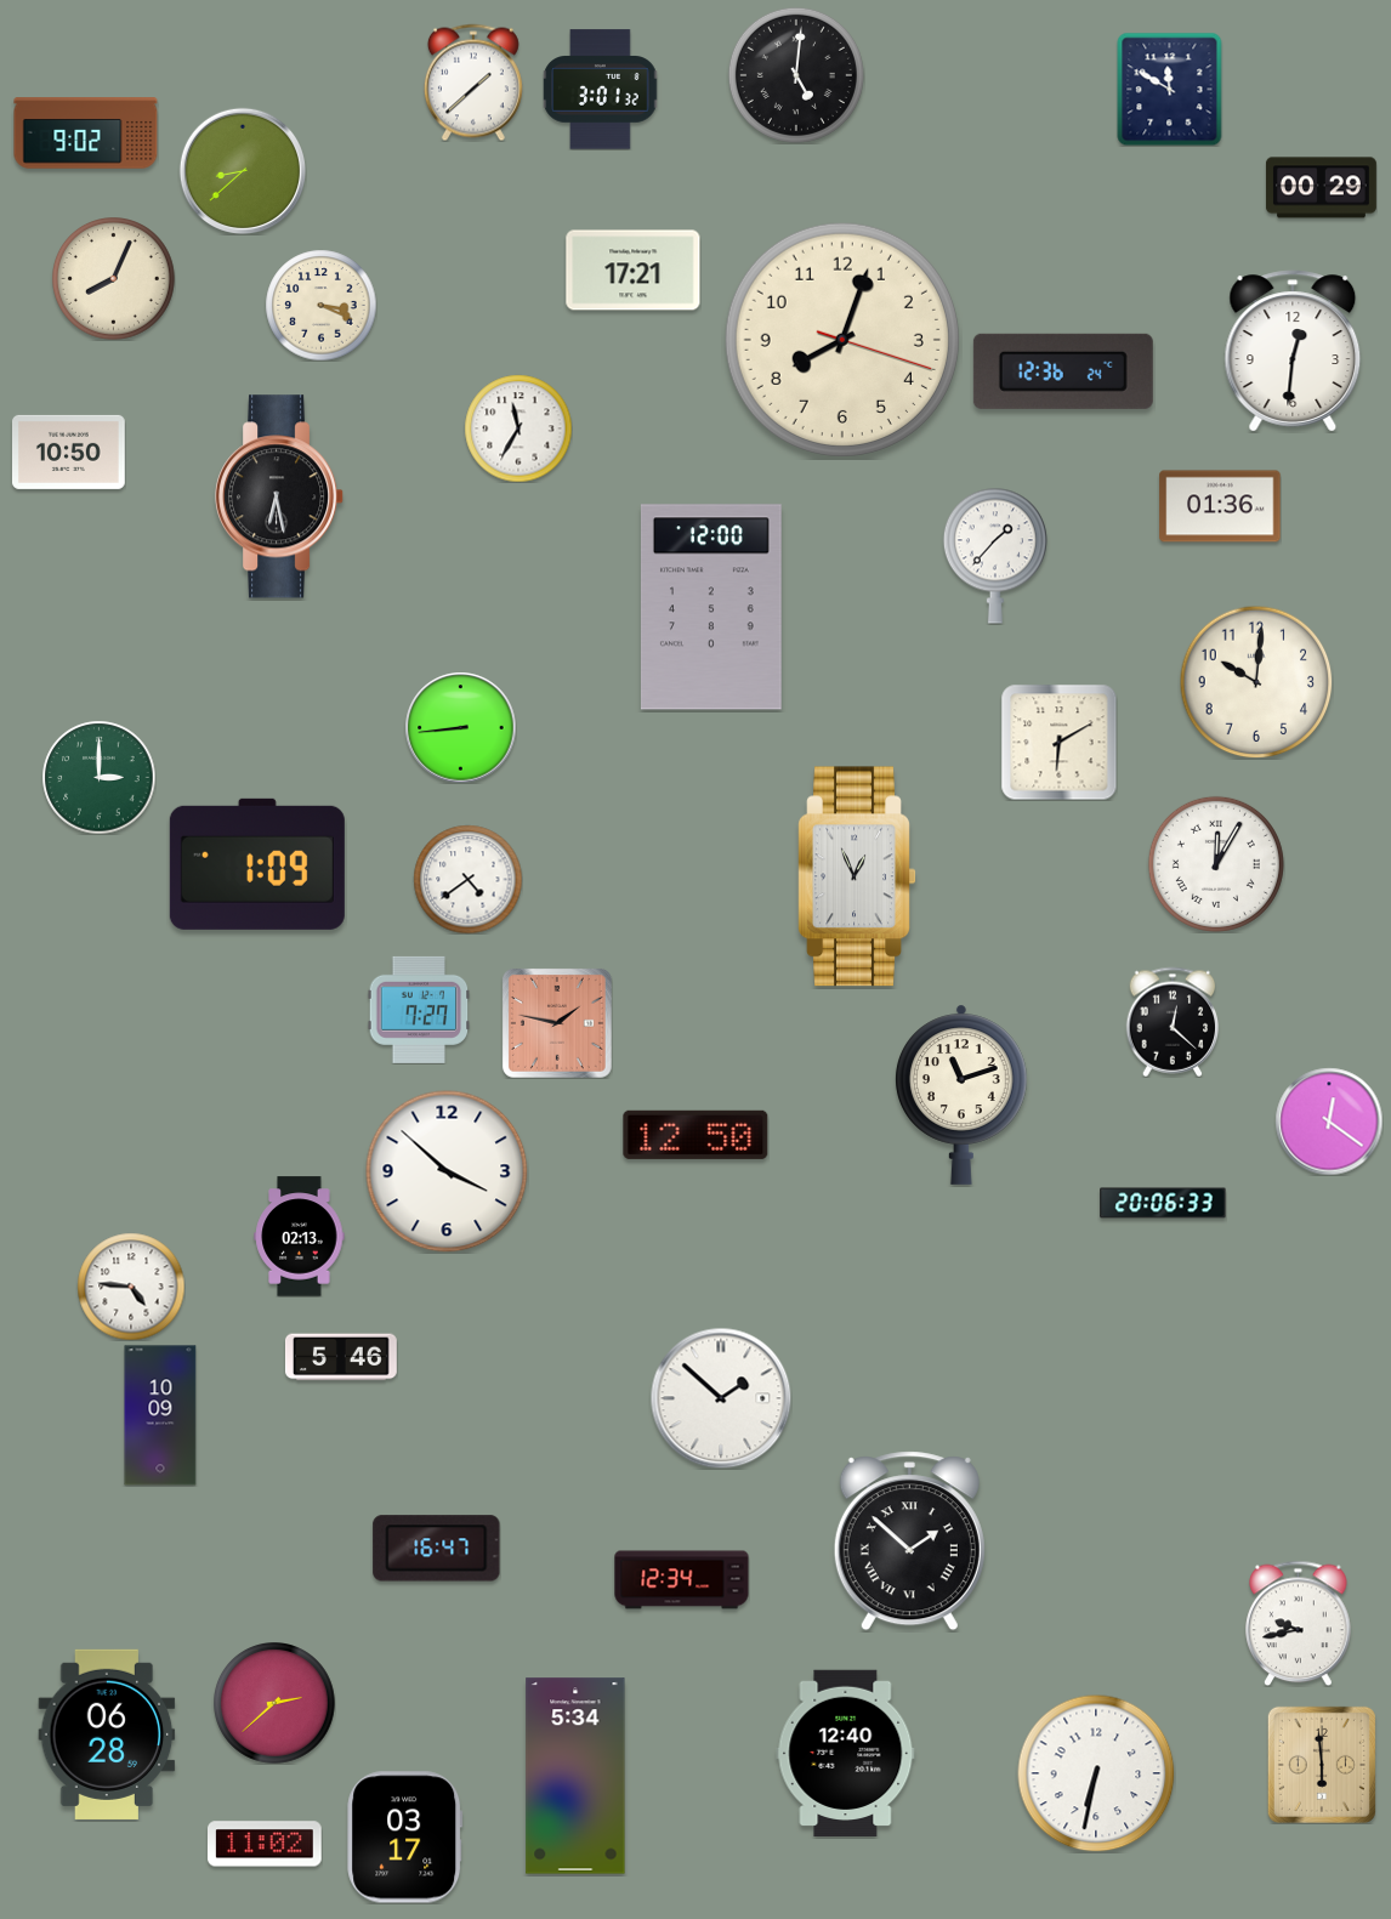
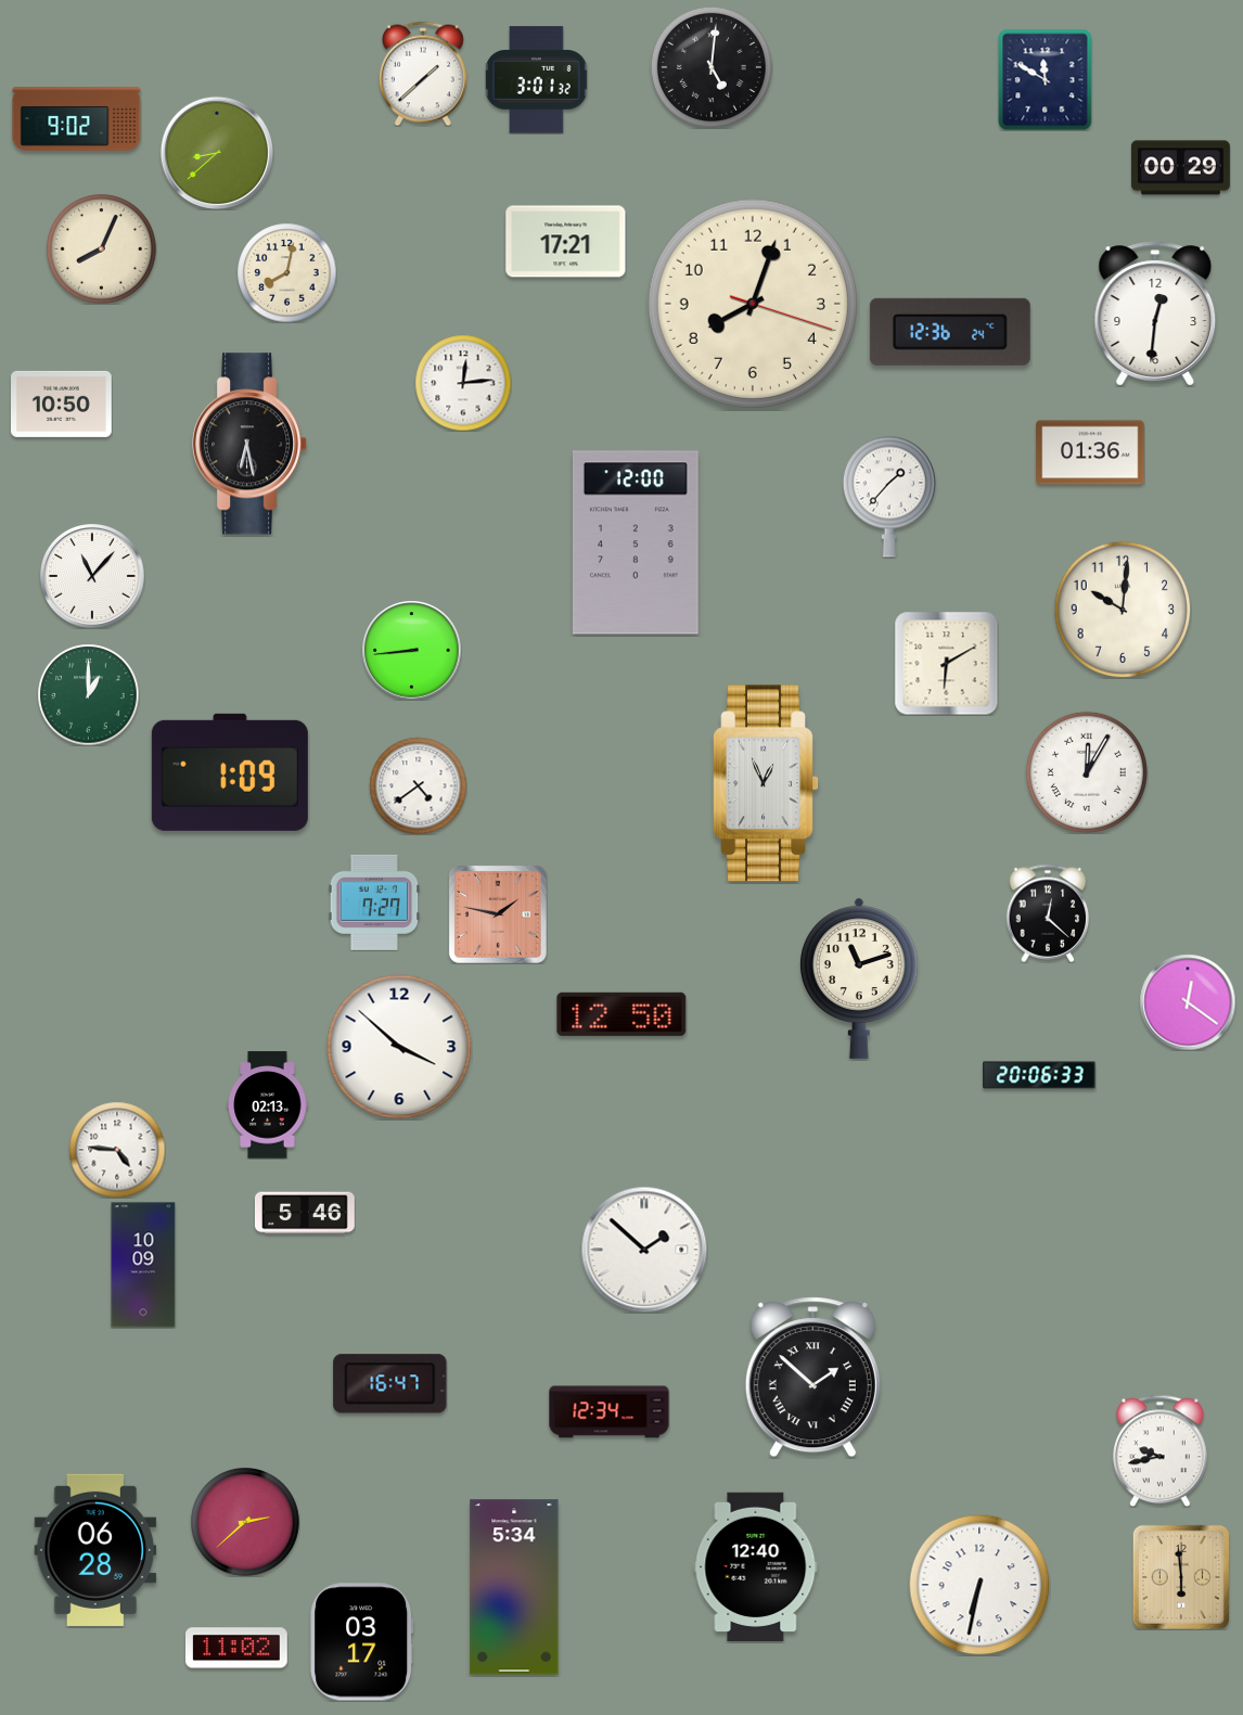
clock at (320, 305): 3:19 -> 8:02
clock at (518, 428): 11:35 -> 12:14
clock at (93, 577): none -> 11:07
clock at (98, 777): 3:00 -> 1:00
